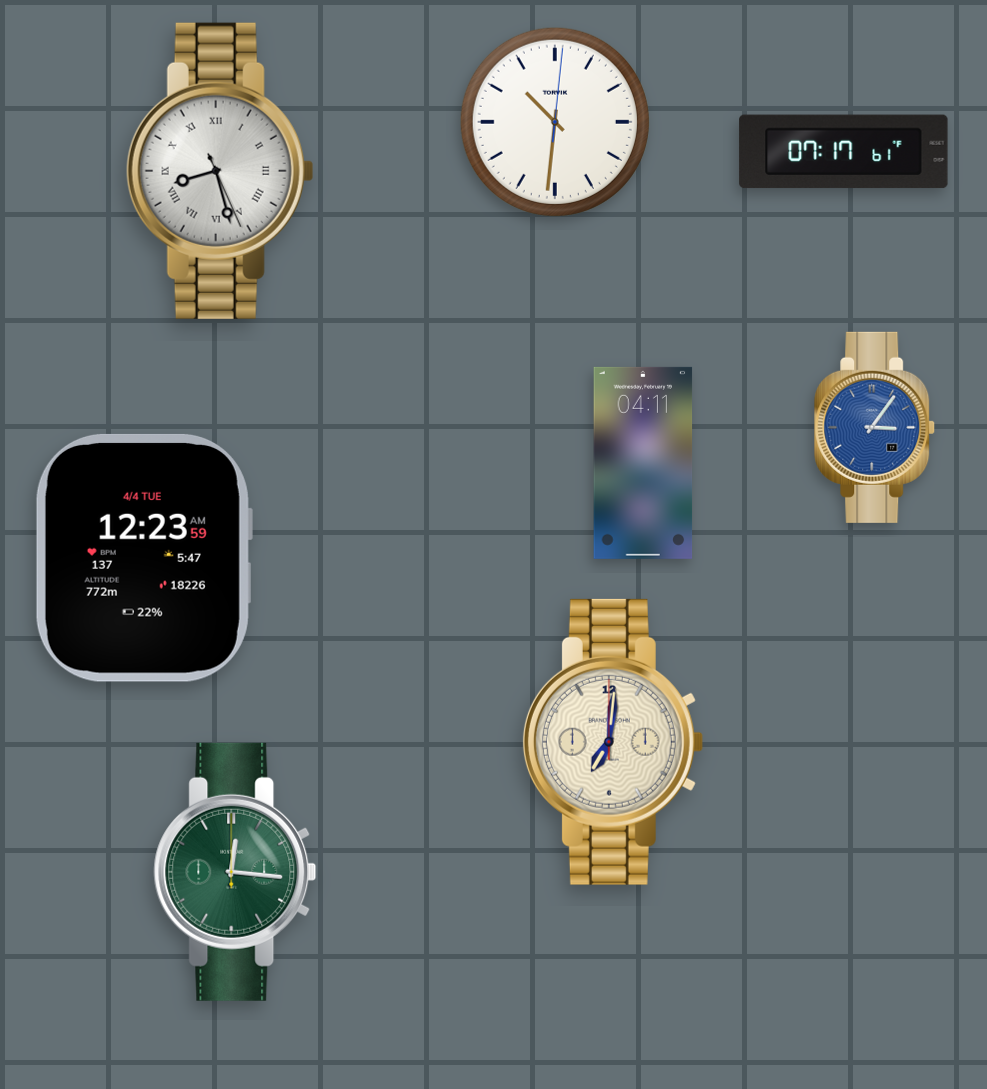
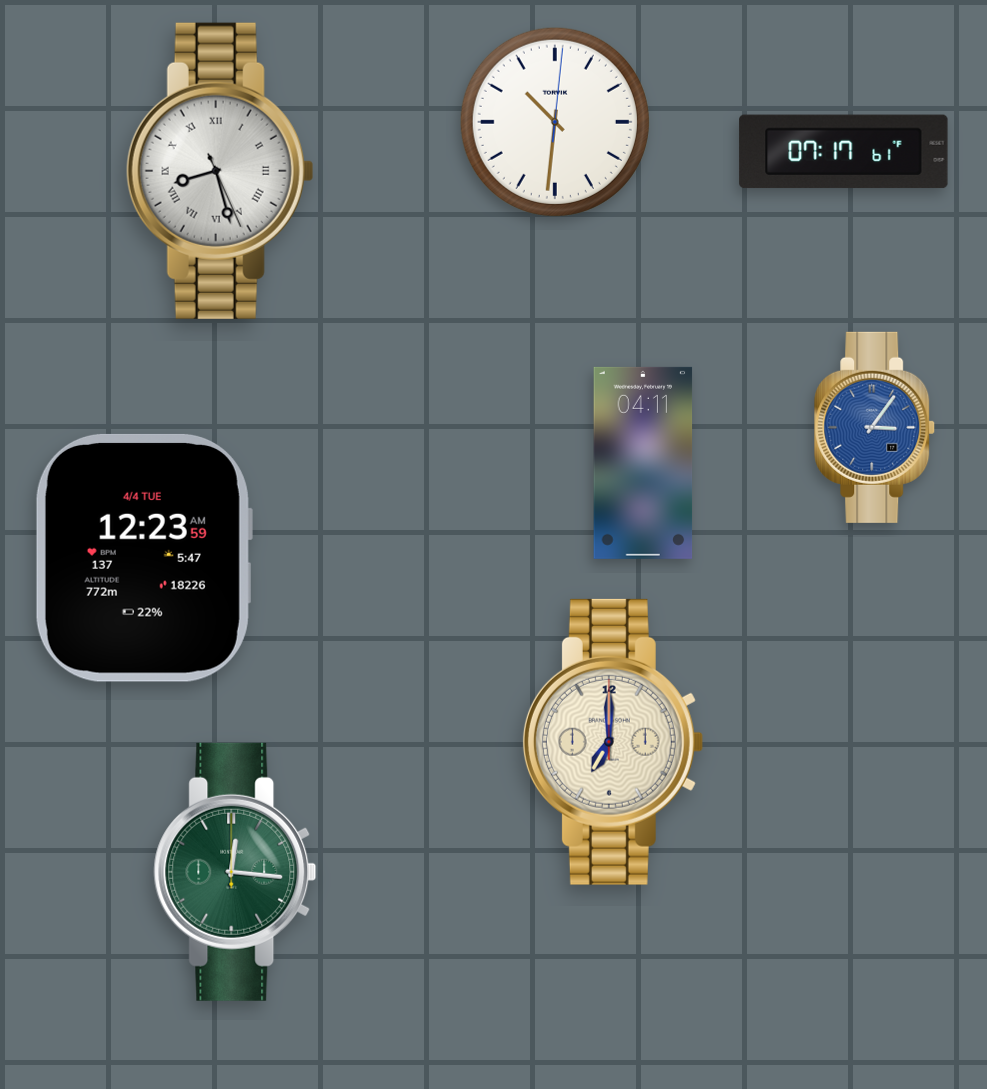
clock at (612, 742): 7:01 -> 7:00
